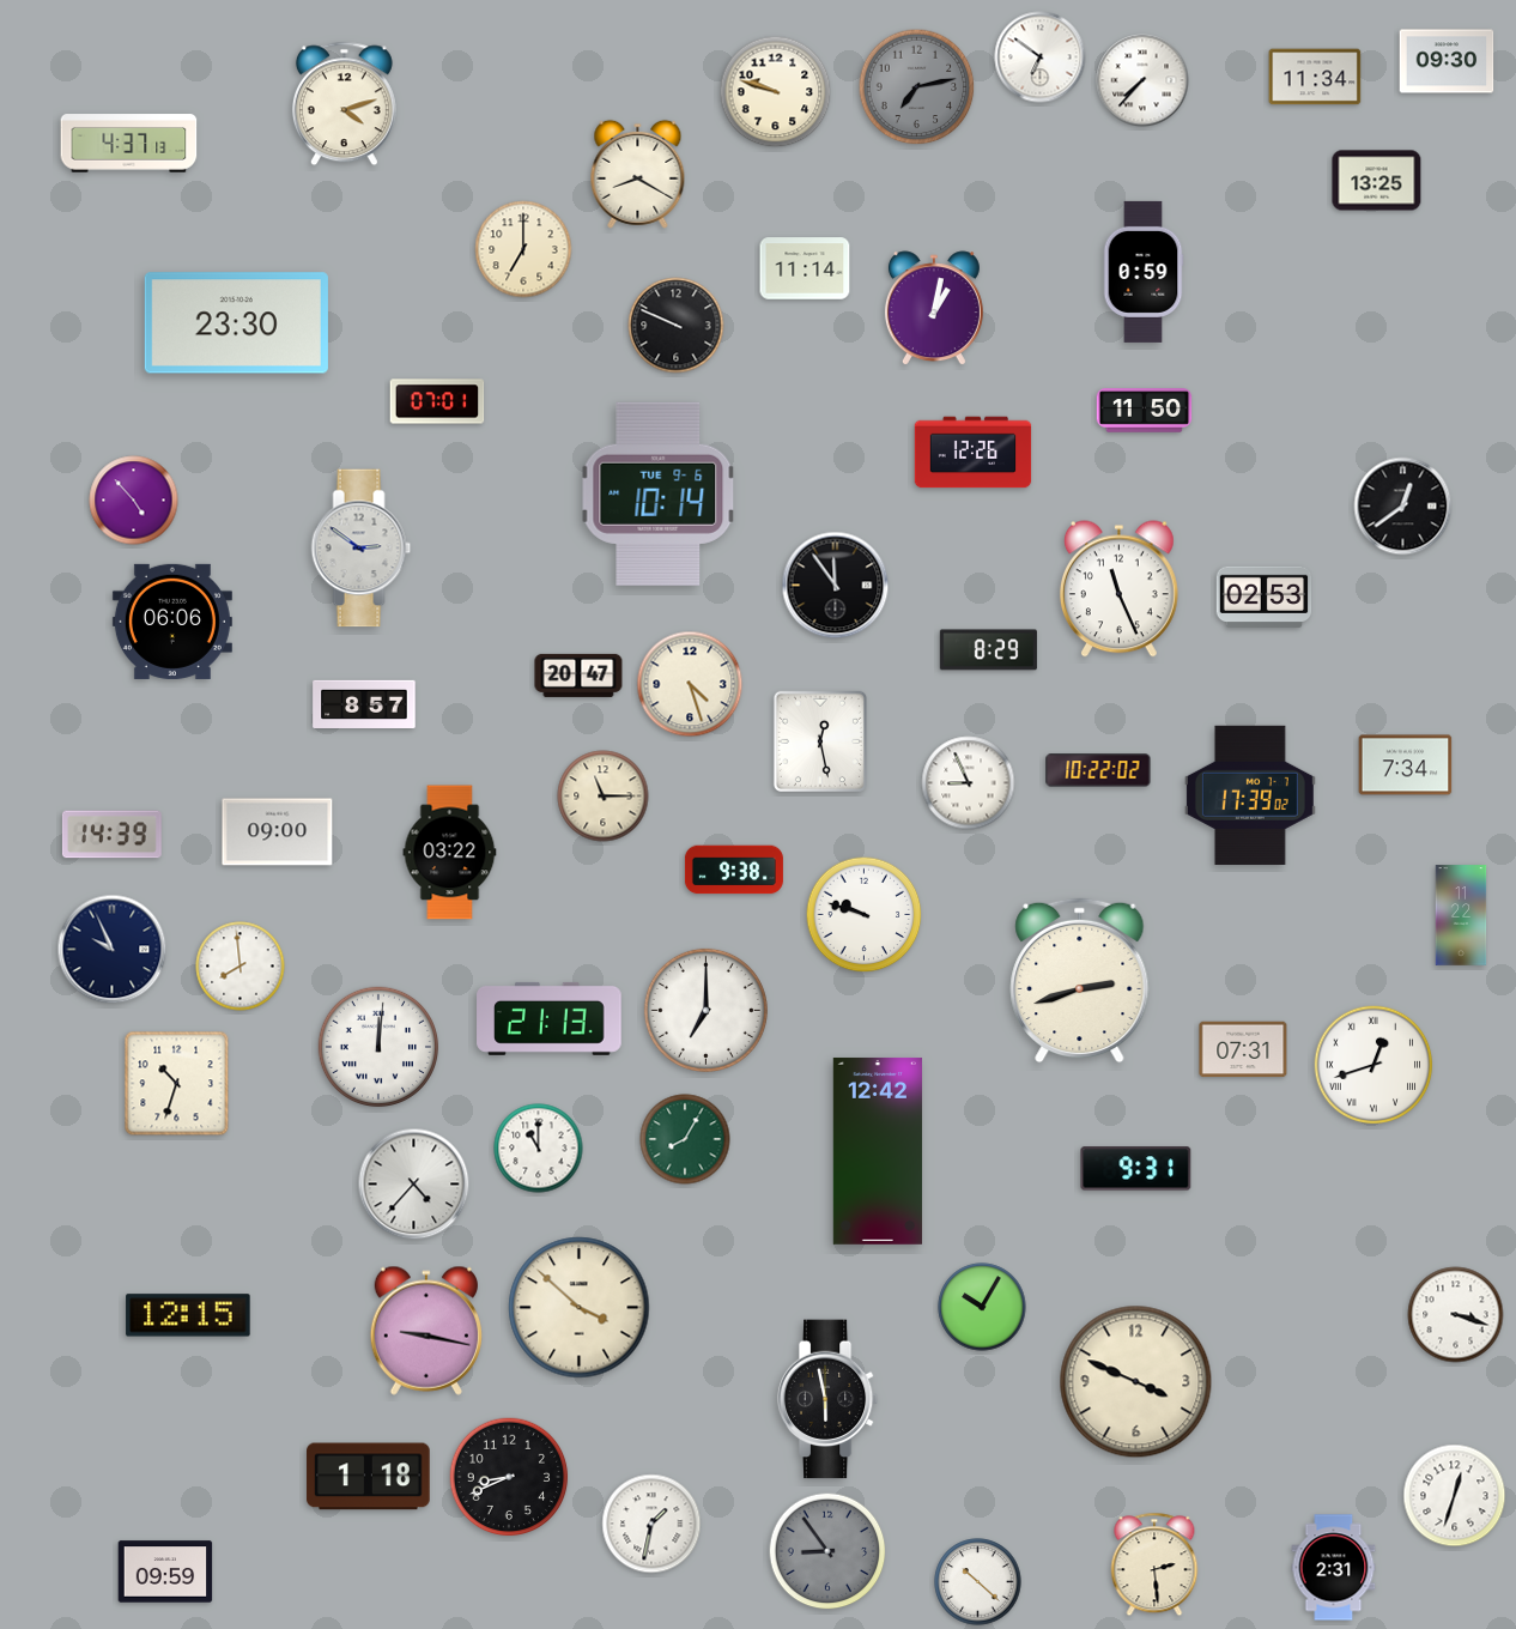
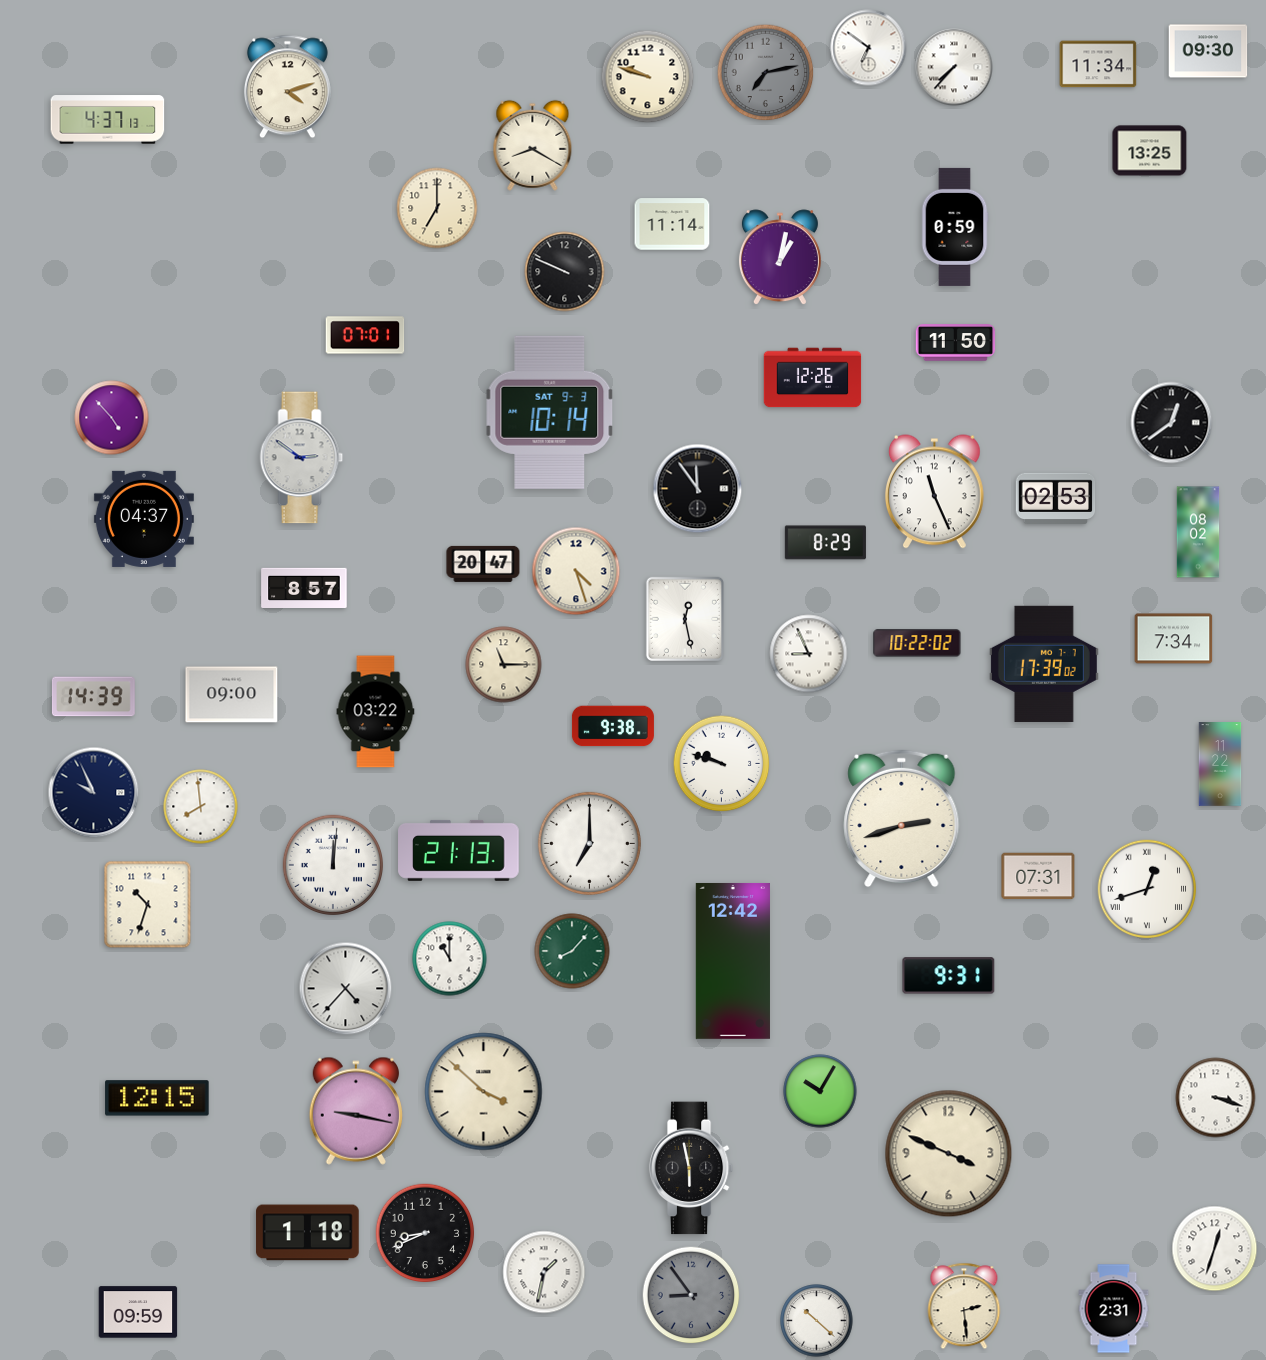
clock at (236, 323): 23:30 -> none
clock at (659, 493) date: TUE 9-6 -> SAT 9-3
clock at (172, 622): 06:06 -> 04:37
clock at (1198, 532): none -> 08:02
clock at (377, 1046) position: (377, 1046) -> (332, 864)
clock at (685, 1139): 8:05 -> 8:07
